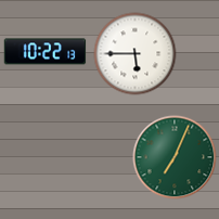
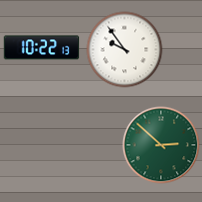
clock at (136, 54): 5:45 -> 9:54
clock at (175, 157): 7:04 -> 2:52
